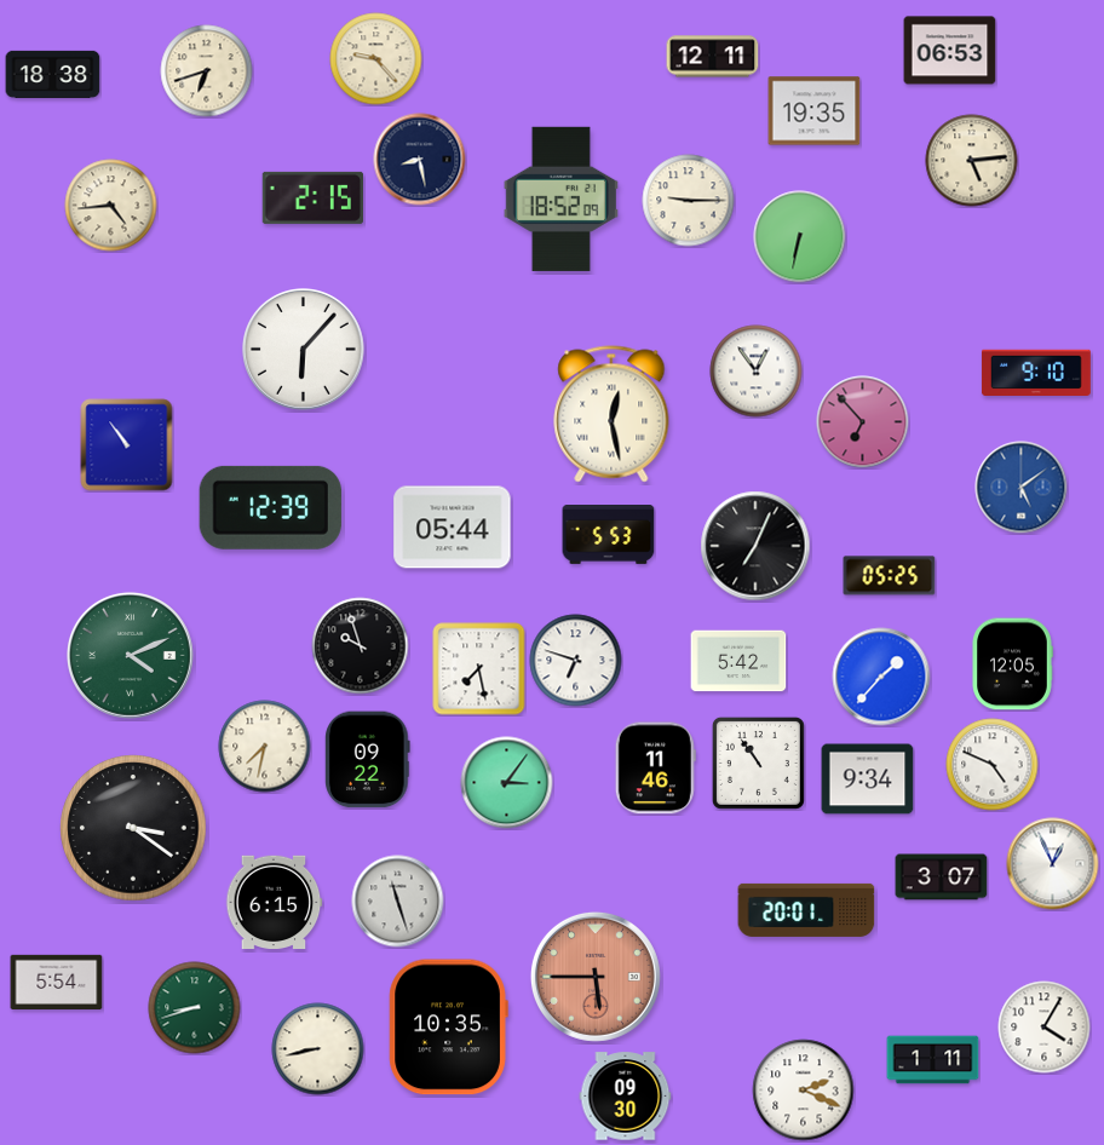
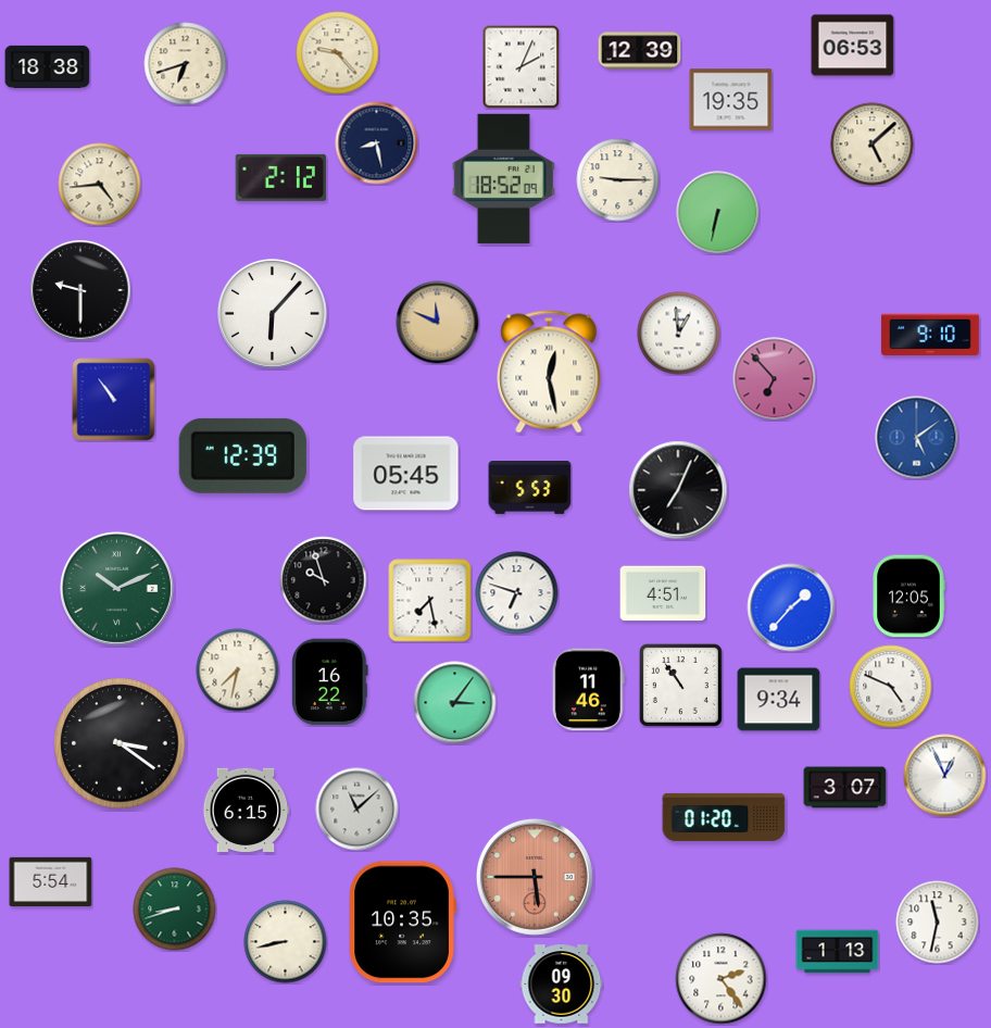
clock at (713, 57): 12:11 -> 12:39
clock at (522, 66): none -> 2:04
clock at (972, 161): 5:14 -> 5:08
clock at (312, 197): 2:15 -> 2:12
clock at (80, 290): none -> 9:30
clock at (438, 323): none -> 11:49
clock at (757, 372): 12:54 -> 12:59
clock at (453, 528): 05:44 -> 05:45
clock at (609, 535) position: (609, 535) -> (530, 488)
clock at (890, 576): 05:25 -> none
clock at (130, 655): 4:11 -> 10:11
clock at (738, 661): 5:42 -> 4:51
clock at (368, 760): 09:22 -> 16:22
clock at (398, 902): 11:27 -> 11:08
clock at (806, 910): 20:01 -> 01:20
clock at (195, 1008) position: (195, 1008) -> (175, 910)
clock at (1045, 1028): 4:05 -> 11:32
clock at (933, 1060): 1:11 -> 1:13
clock at (804, 1091): 2:19 -> 2:24
